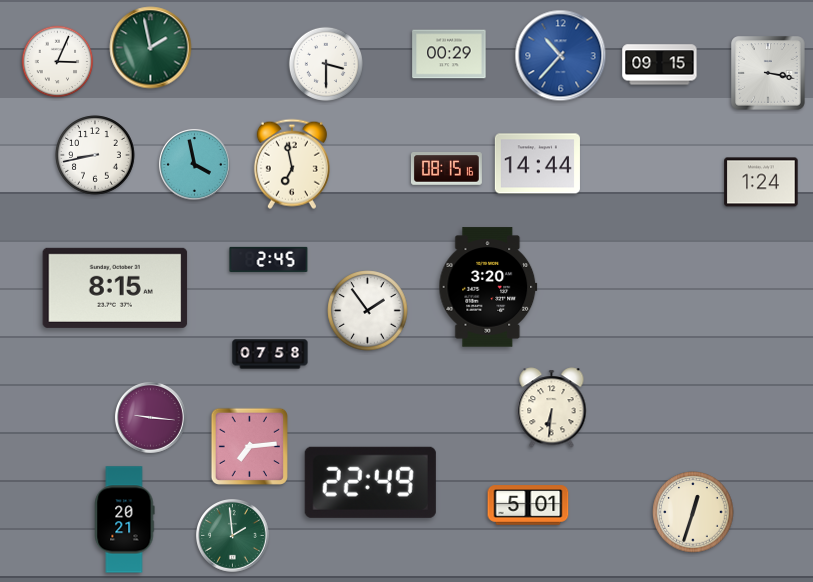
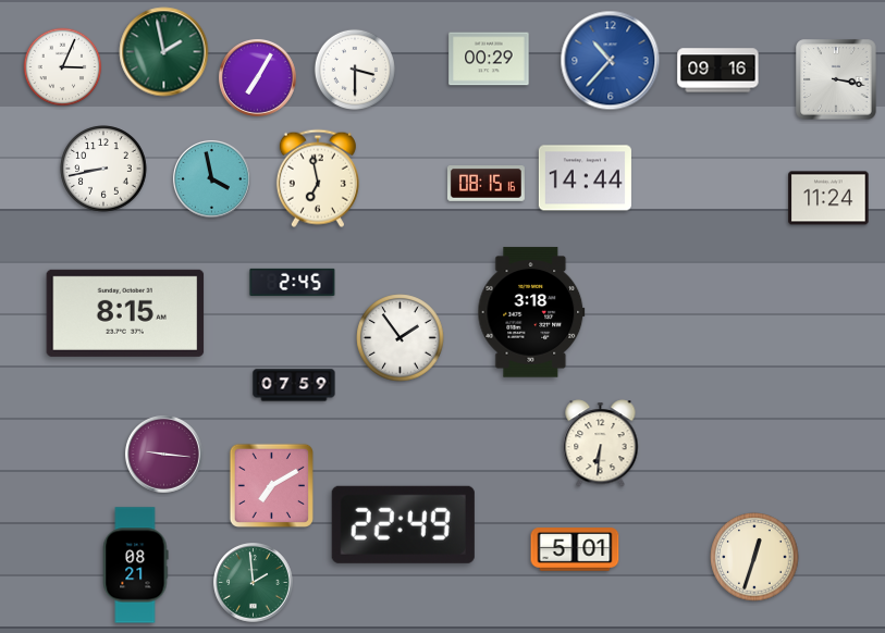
clock at (660, 65): 09:15 -> 09:16
clock at (257, 77): none -> 7:05
clock at (761, 182): 1:24 -> 11:24
clock at (488, 287): 3:20 -> 3:18
clock at (270, 354): 07:58 -> 07:59
clock at (249, 446): 7:14 -> 7:10
clock at (125, 520): 20:21 -> 08:21
